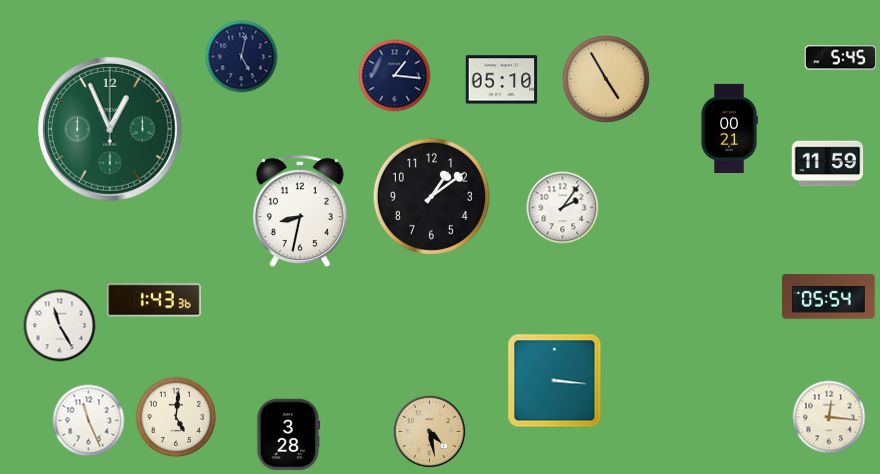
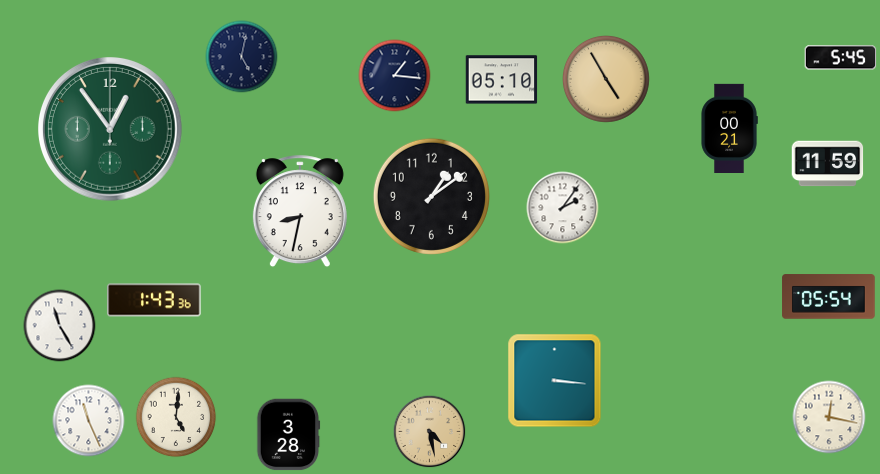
clock at (111, 130): 12:56 -> 12:54
clock at (829, 417): 12:16 -> 12:17
